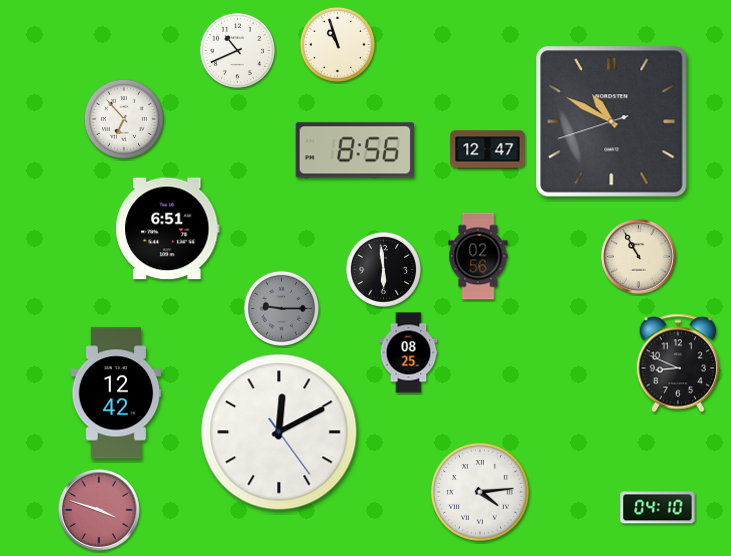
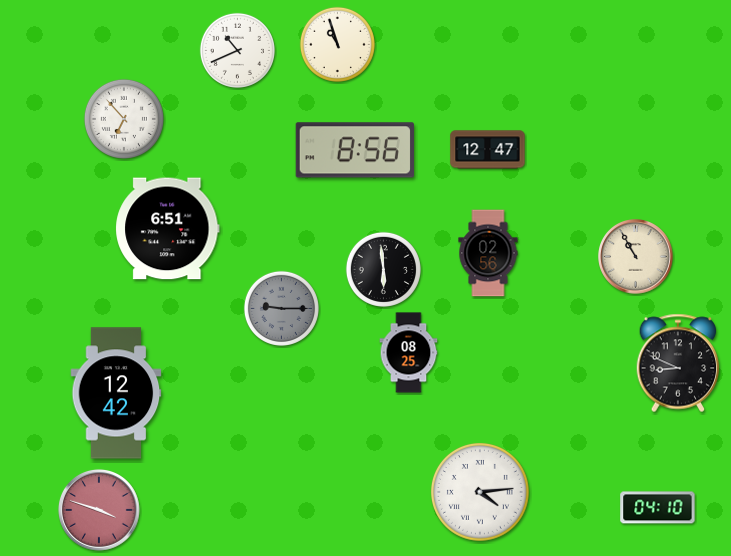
clock at (612, 122): 10:49 -> none
clock at (478, 256) position: (478, 256) -> (488, 253)
clock at (639, 257) position: (639, 257) -> (636, 257)
clock at (279, 432): 12:10 -> none
